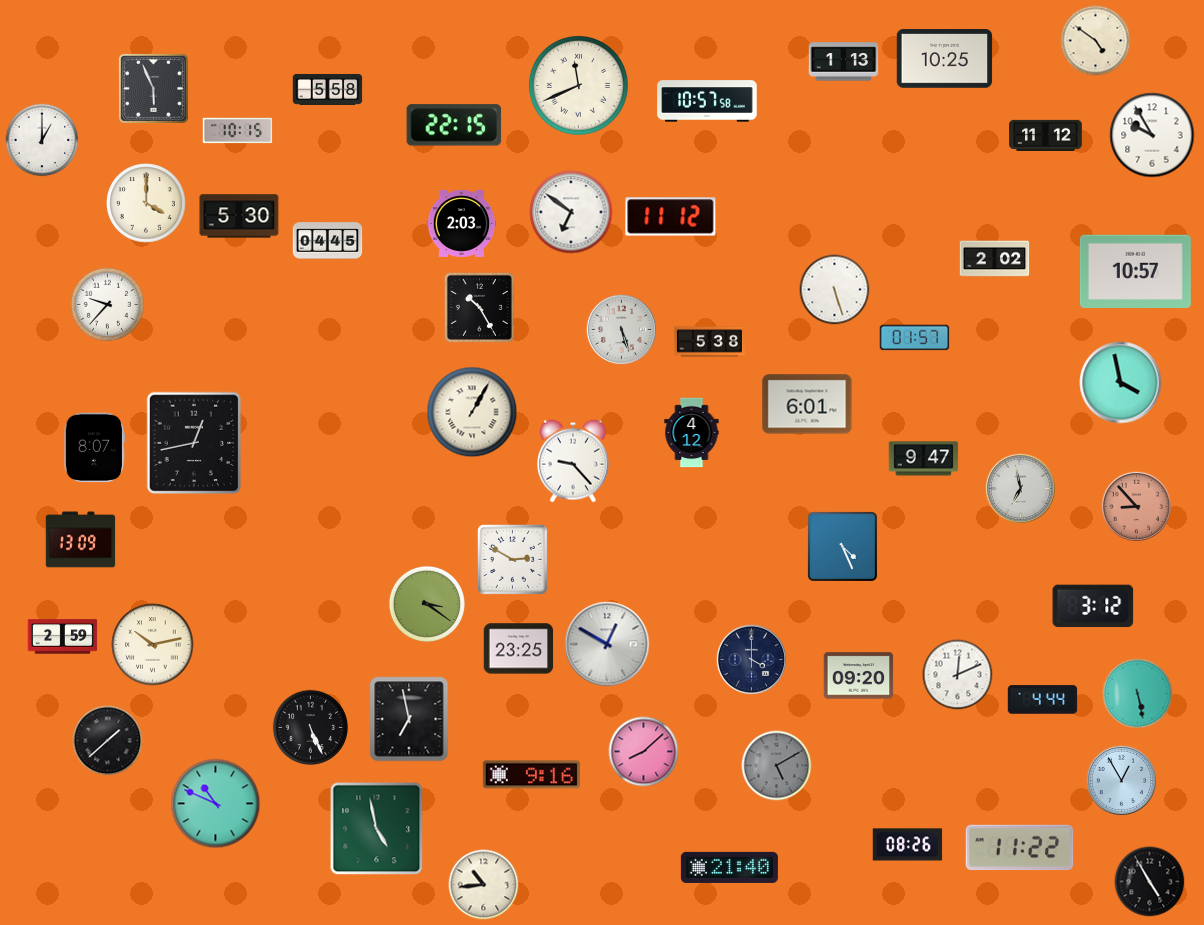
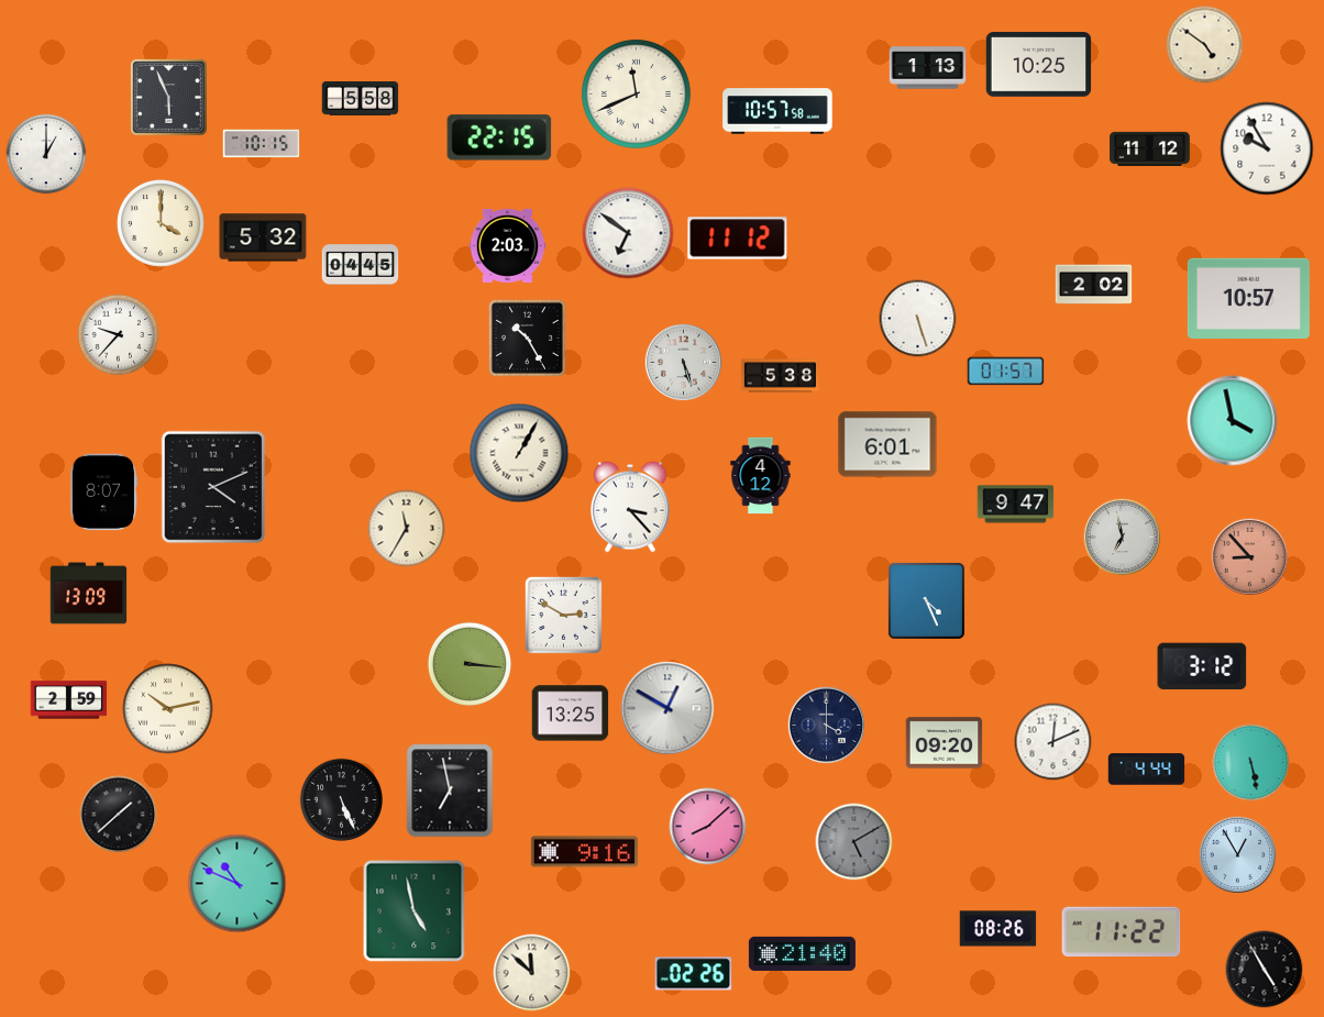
clock at (239, 216): 5:30 -> 5:32
clock at (194, 443): 12:43 -> 4:11
clock at (573, 461): 9:23 -> 3:23
clock at (407, 529): none -> 11:35
clock at (427, 604): 3:21 -> 3:16
clock at (519, 649): 23:25 -> 13:25
clock at (1122, 781) position: (1122, 781) -> (1238, 855)
clock at (484, 885): 10:44 -> 11:52
clock at (694, 974): none -> 02:26
